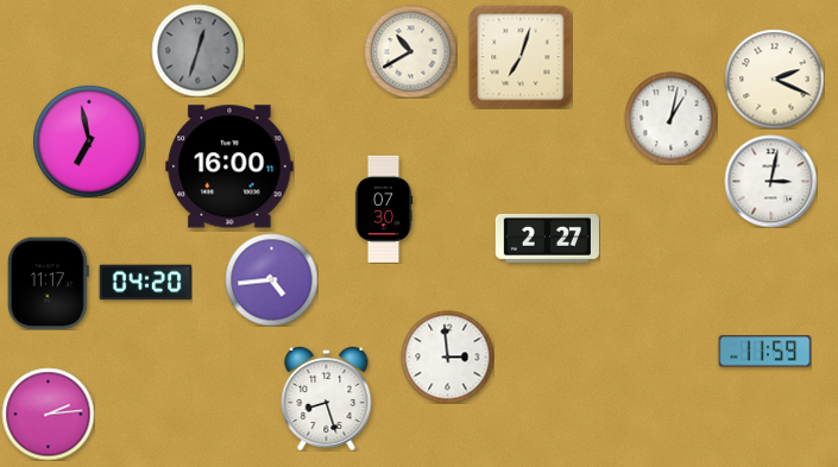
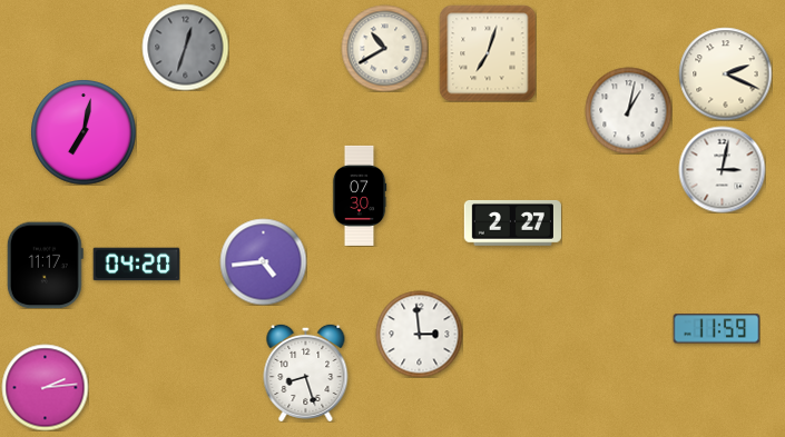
clock at (89, 141): 6:58 -> 7:02
clock at (229, 166): 16:00 -> none
clock at (271, 279) position: (271, 279) -> (263, 261)
